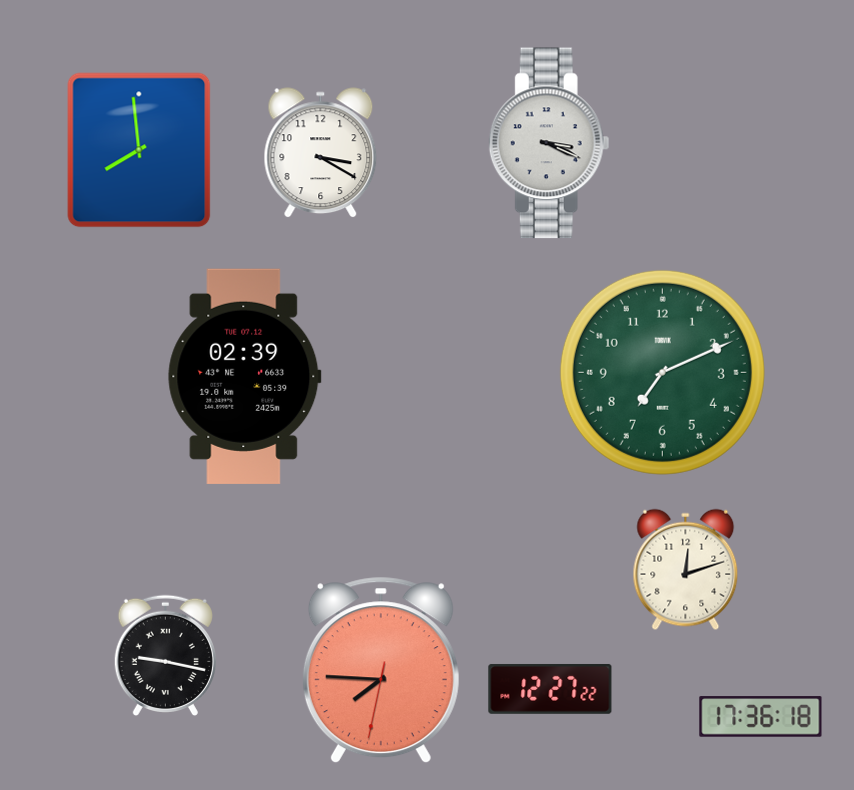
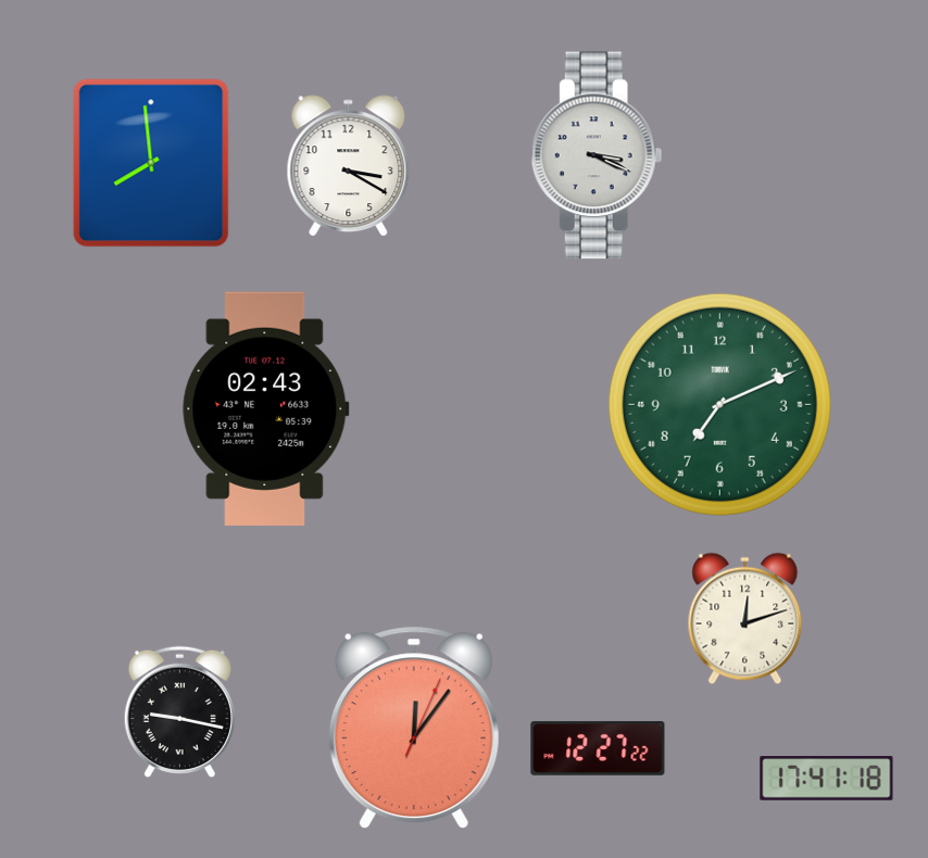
clock at (245, 376): 02:39 -> 02:43
clock at (381, 670): 7:45 -> 12:06
clock at (761, 717): 17:36 -> 17:41
